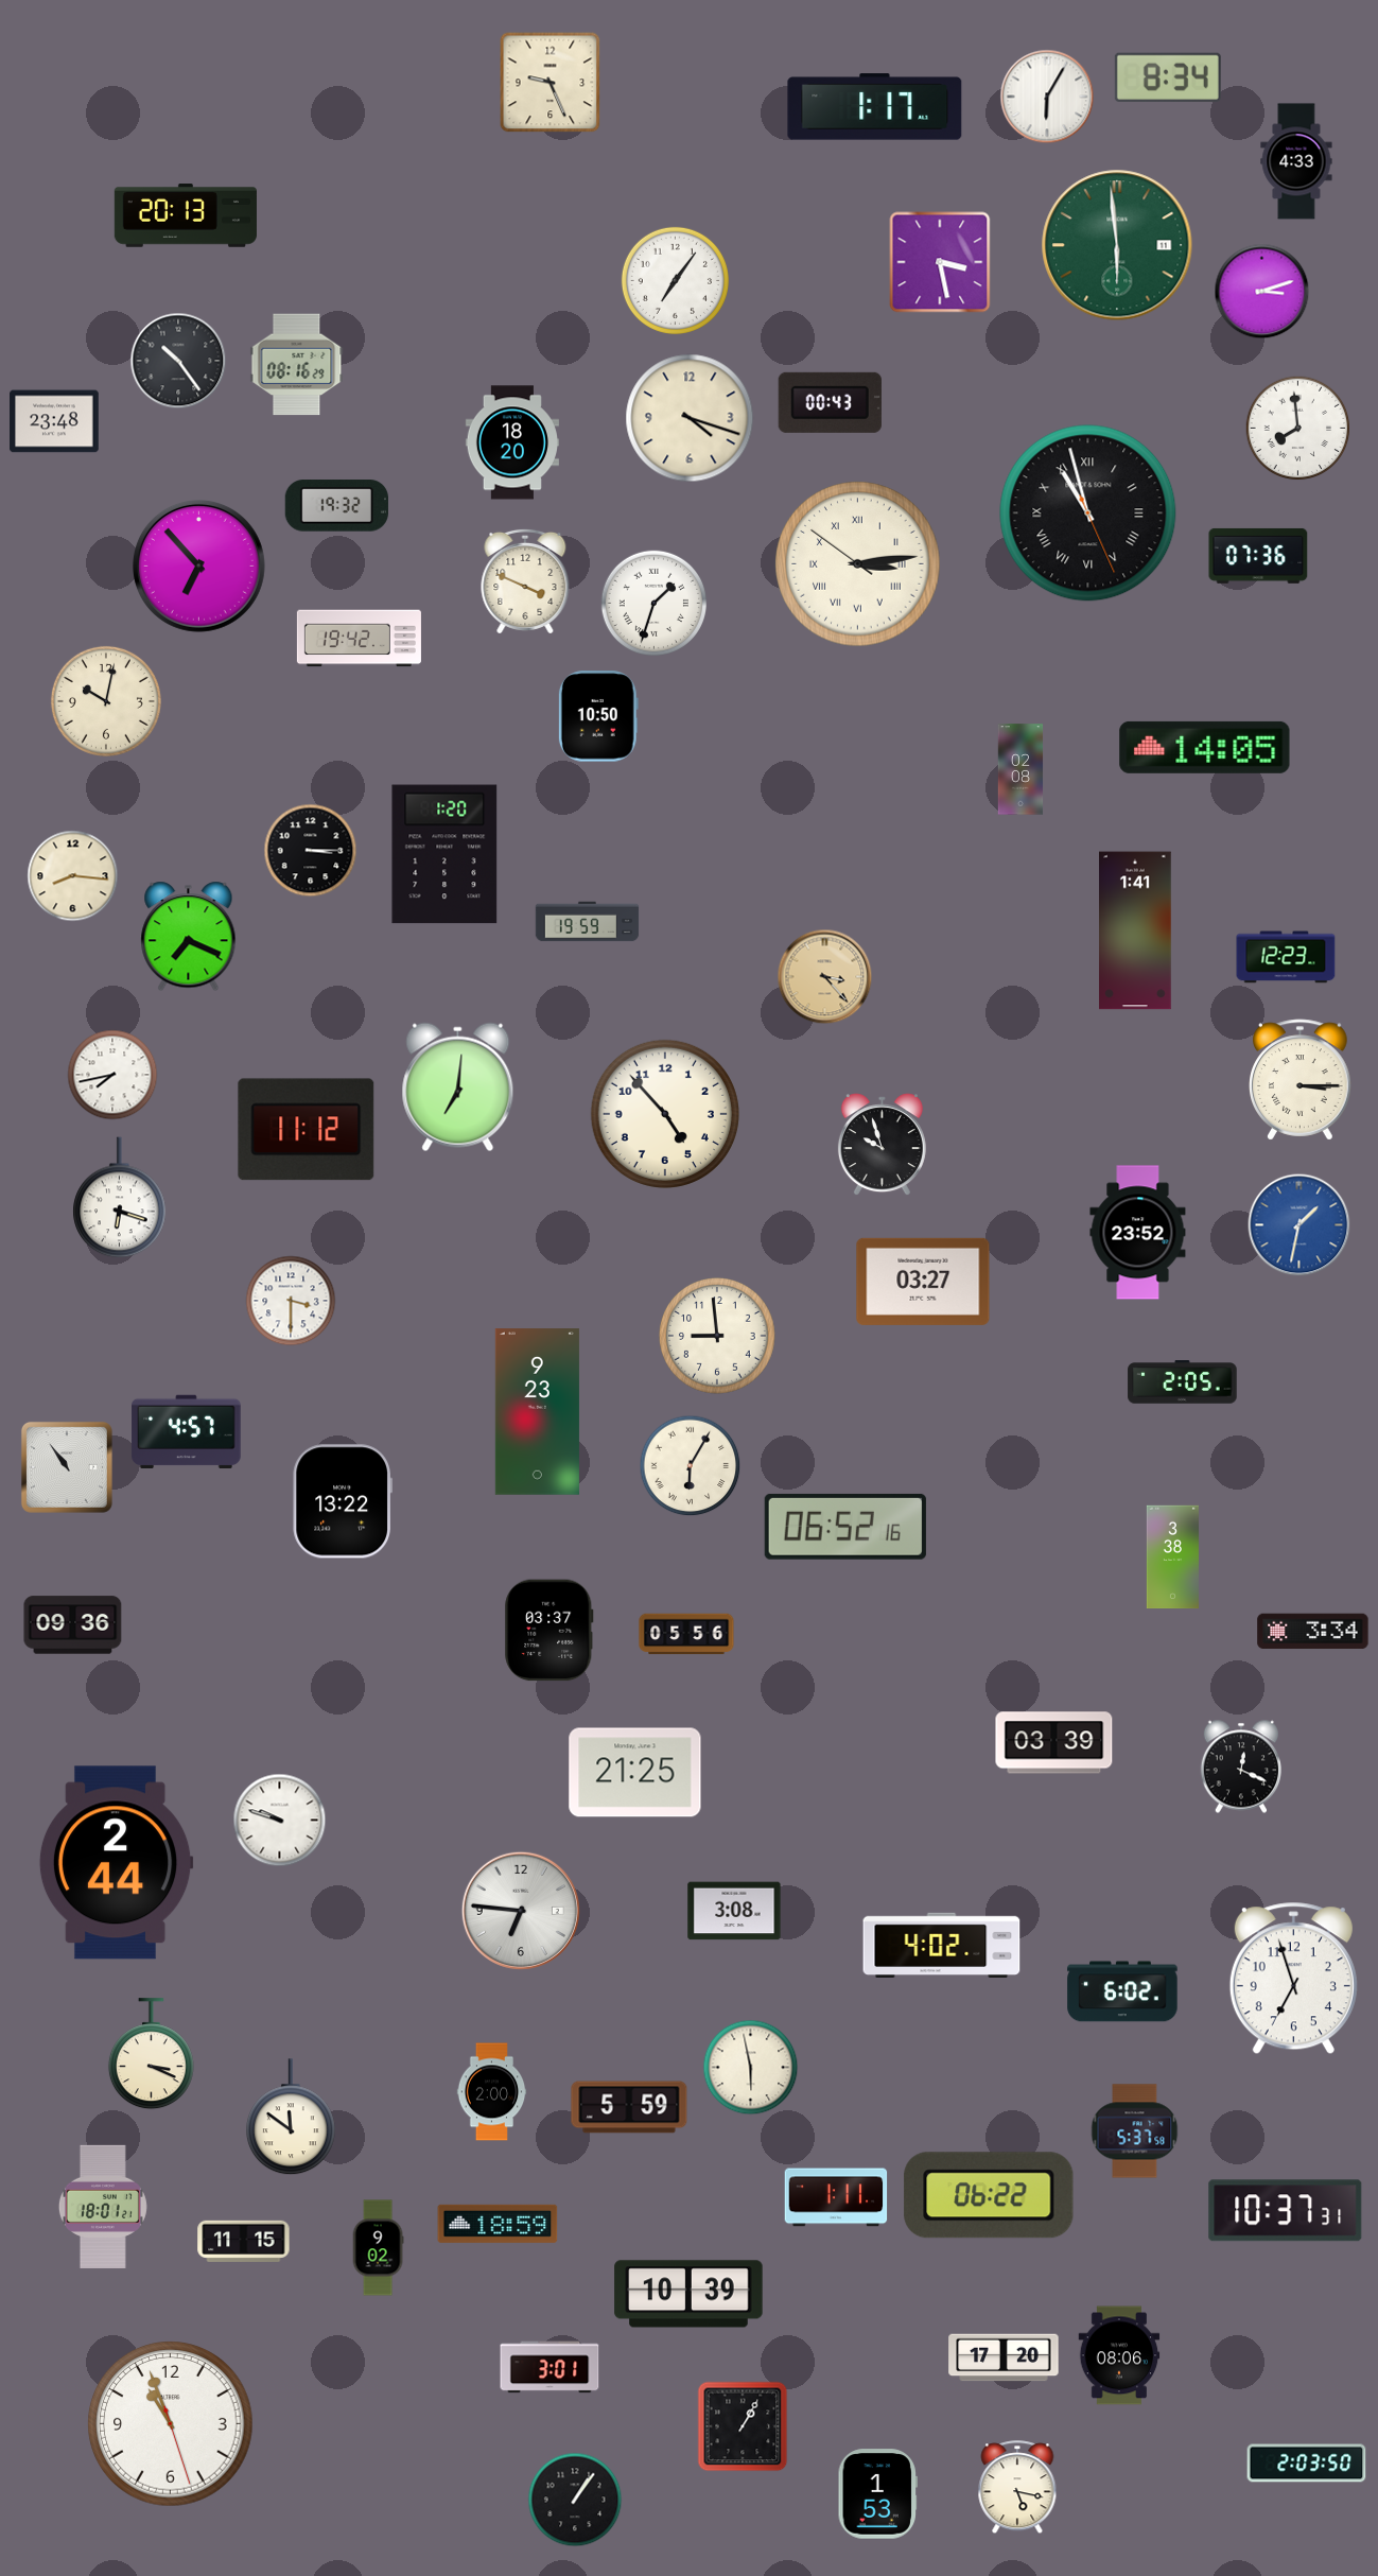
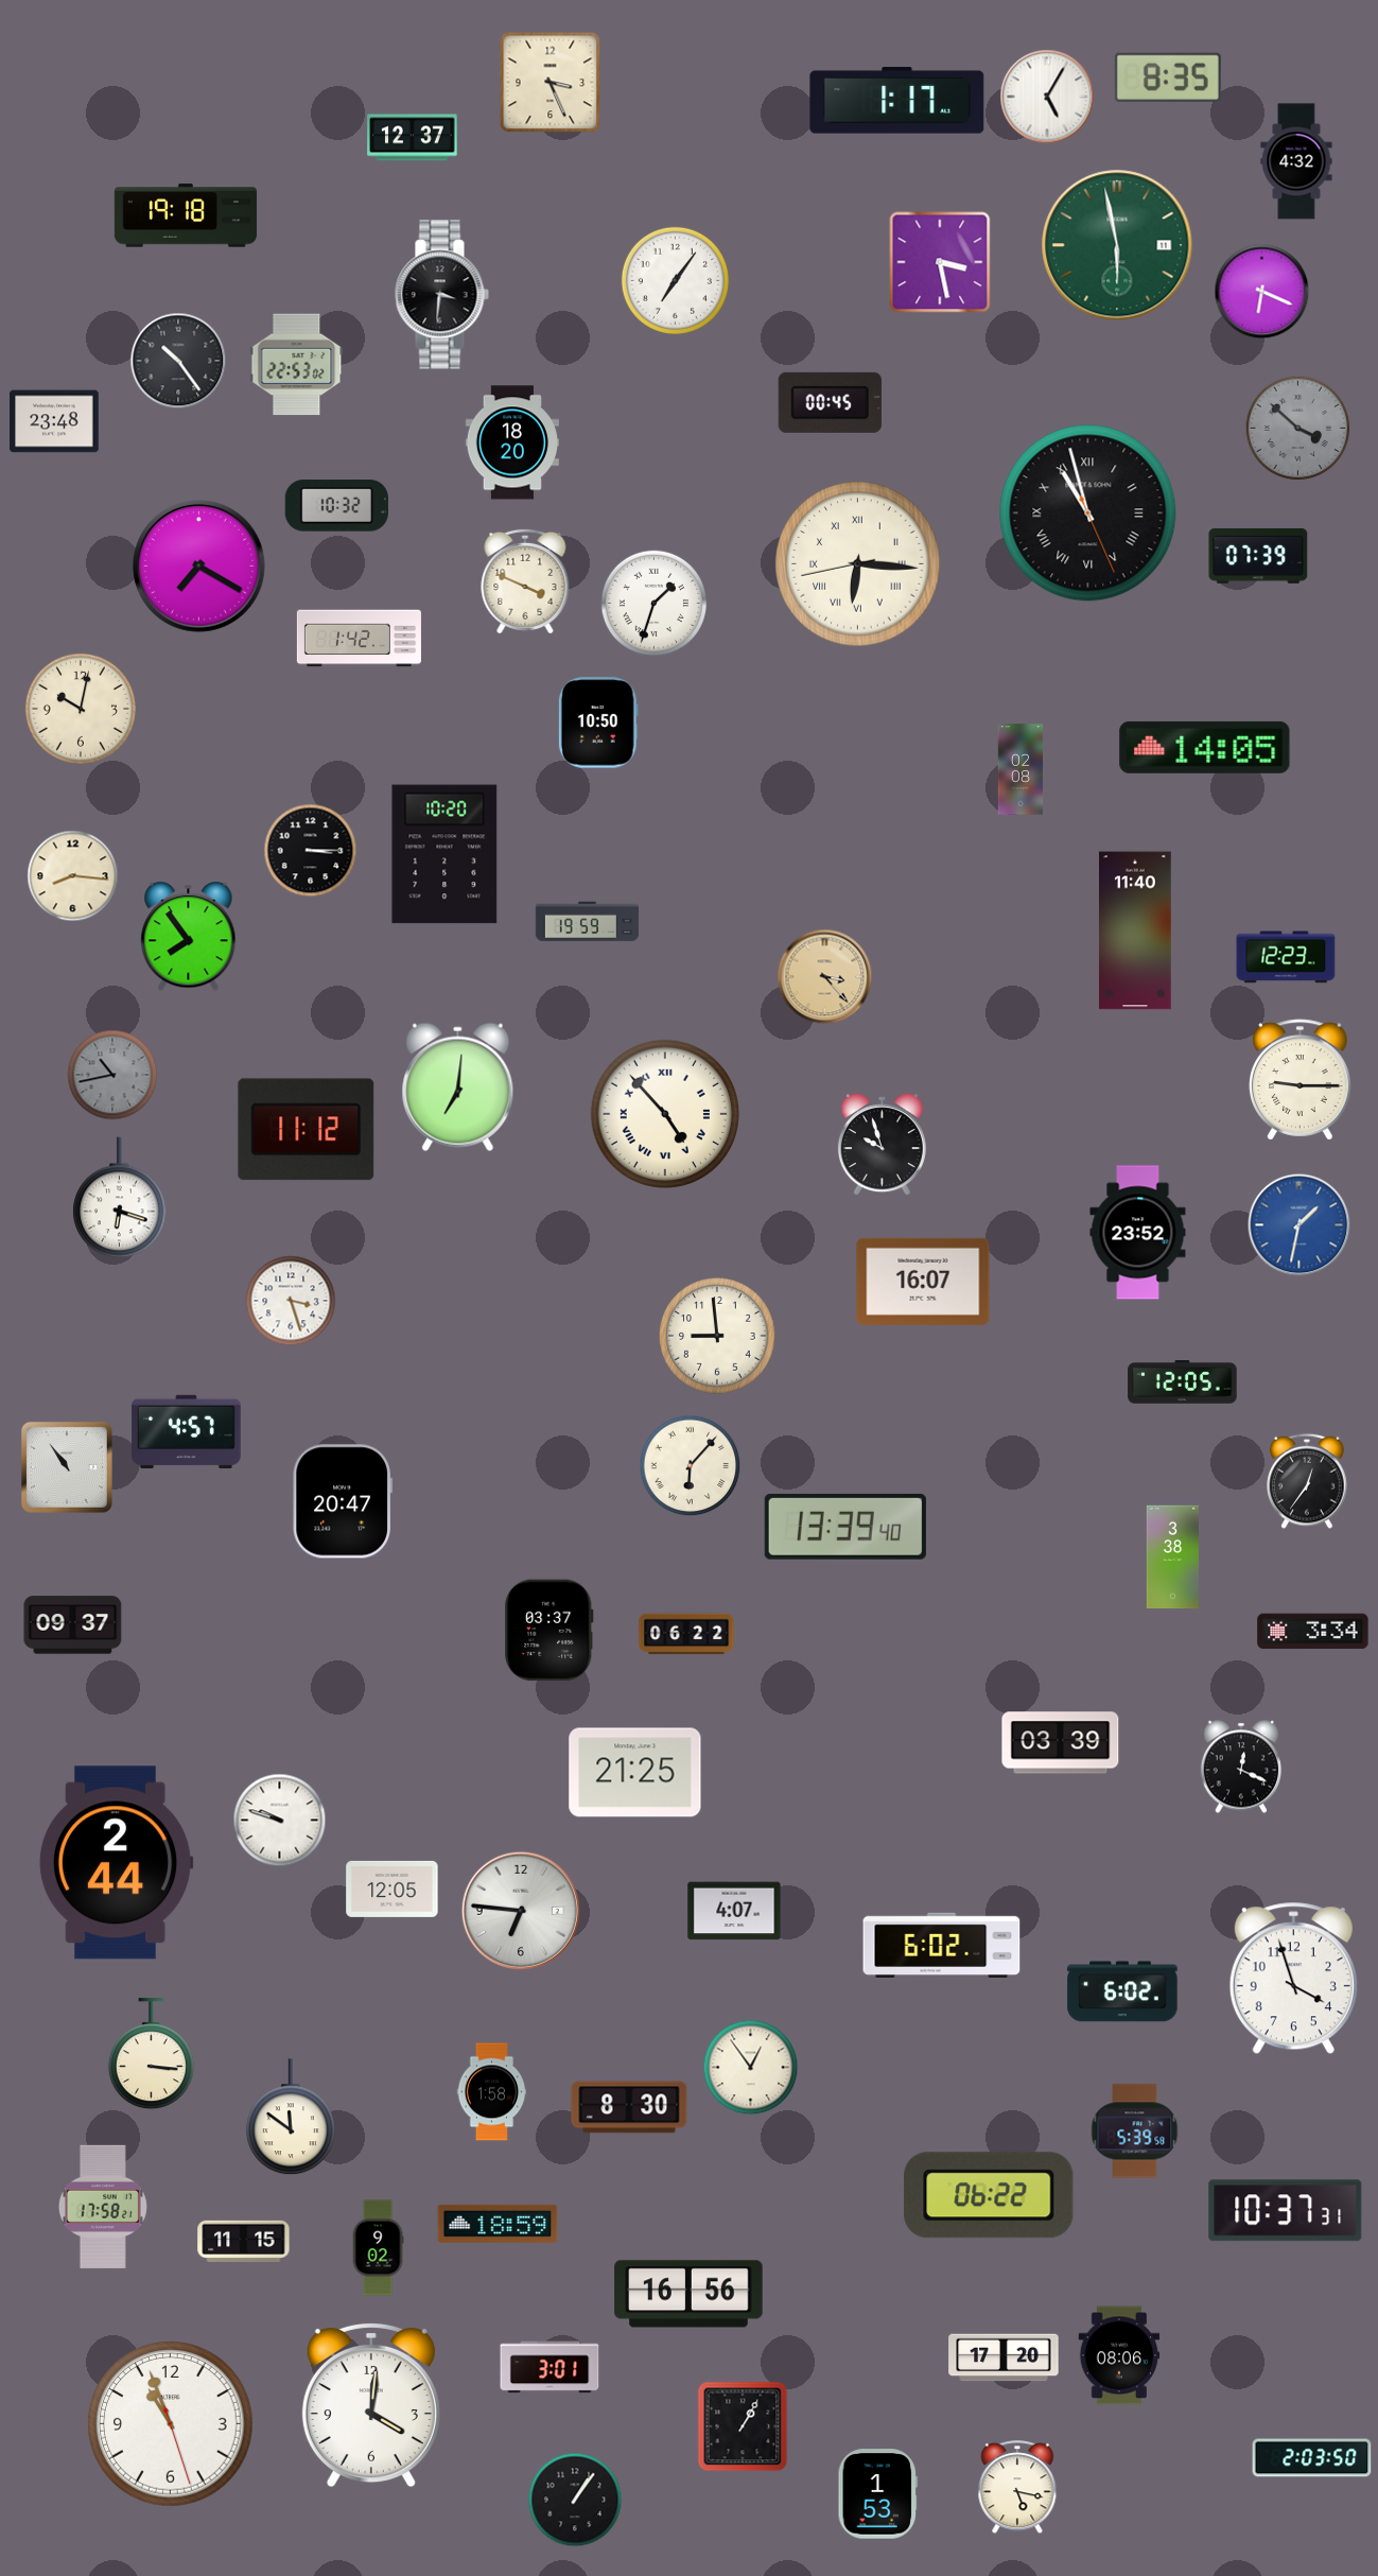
clock at (1168, 77): 8:34 -> 8:35
clock at (551, 83): 9:26 -> 3:26
clock at (1047, 97): 6:05 -> 5:05
clock at (875, 107) position: (875, 107) -> (897, 101)
clock at (413, 138): none -> 12:37
clock at (1296, 161): 4:33 -> 4:32
clock at (186, 215): 20:13 -> 19:18
clock at (1117, 245): 5:59 -> 5:58
clock at (1262, 292): 3:12 -> 6:19
clock at (441, 295): none -> 3:31
clock at (297, 365): 08:16 -> 22:53
clock at (830, 402): 00:43 -> 00:45
clock at (690, 418): 4:18 -> none
clock at (1298, 429): 7:59 -> 3:52
clock at (1298, 429) dial: white -> grey
clock at (336, 506): 19:32 -> 10:32
clock at (1258, 556): 07:36 -> 07:39
clock at (858, 564): 3:13 -> 6:15
clock at (198, 565): 6:53 -> 7:20
clock at (359, 639): 19:42 -> 1:42
clock at (106, 701) position: (106, 701) -> (81, 709)
clock at (598, 716) position: (598, 716) -> (598, 723)
clock at (444, 854): 1:20 -> 10:20
clock at (1135, 930): 1:41 -> 11:40
clock at (189, 937): 7:19 -> 7:54
clock at (112, 1075): 7:43 -> 10:43
clock at (112, 1075) dial: white -> grey
clock at (1301, 1080): 3:15 -> 9:15
clock at (665, 1114) numerals: Arabic -> Roman
clock at (923, 1282): 03:27 -> 16:07
clock at (291, 1301): 3:30 -> 3:27
clock at (1183, 1382): 2:05 -> 12:05
clock at (537, 1412): 9:23 -> none
clock at (691, 1466): 6:05 -> 6:07
clock at (1307, 1481): none -> 12:36
clock at (343, 1501): 13:22 -> 20:47
clock at (845, 1527): 06:52 -> 13:39
clock at (73, 1625): 09:36 -> 09:37
clock at (686, 1634): 05:56 -> 06:22
clock at (1054, 1743) position: (1054, 1743) -> (1061, 1743)
clock at (393, 1889): none -> 12:05
clock at (734, 1911): 3:08 -> 4:07
clock at (942, 1946): 4:02 -> 6:02
clock at (1293, 1979): 6:57 -> 3:57
clock at (151, 2054): 3:19 -> 3:16
clock at (751, 2068): 5:58 -> 12:54
clock at (492, 2092): 2:00 -> 1:58
clock at (629, 2107): 5:59 -> 8:30
clock at (1135, 2131): 5:37 -> 5:39
clock at (836, 2197): 1:11 -> none
clock at (103, 2207): 18:01 -> 17:58
clock at (688, 2294): 10:39 -> 16:56
clock at (371, 2405): none -> 4:01
clock at (1307, 2464) position: (1307, 2464) -> (1312, 2458)
